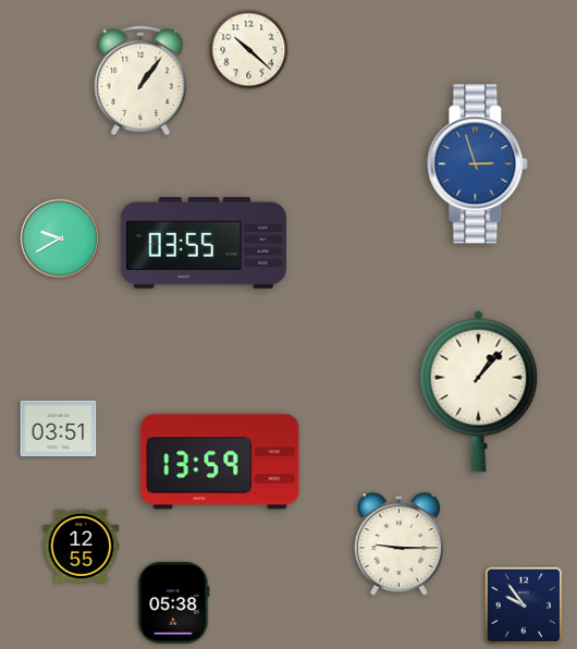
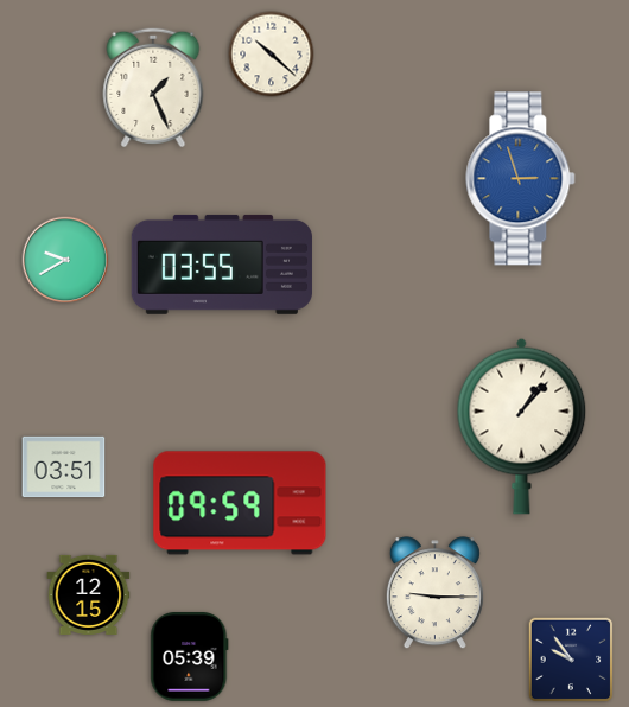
clock at (140, 81): 1:06 -> 1:26
clock at (220, 462): 13:59 -> 09:59
clock at (82, 546): 12:55 -> 12:15
clock at (174, 603): 05:38 -> 05:39
